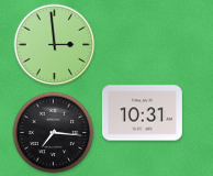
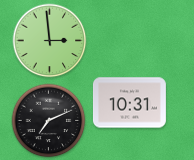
clock at (54, 133): 7:16 -> 7:11
